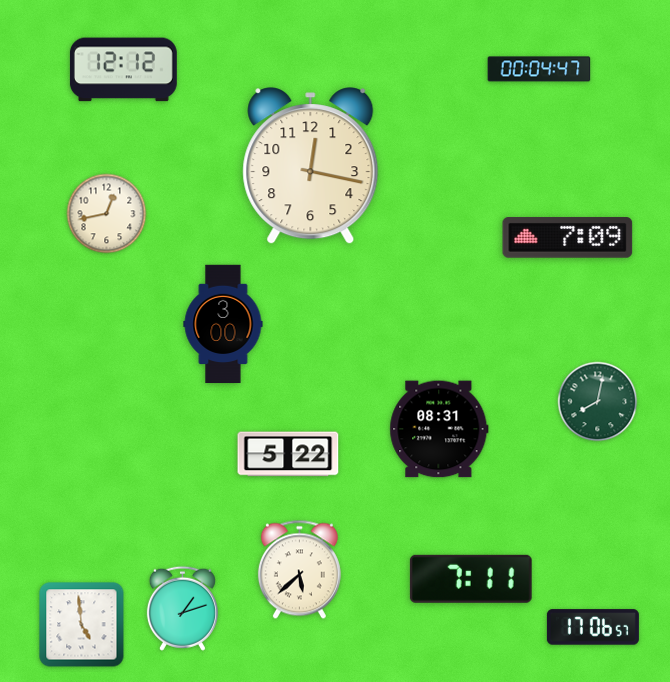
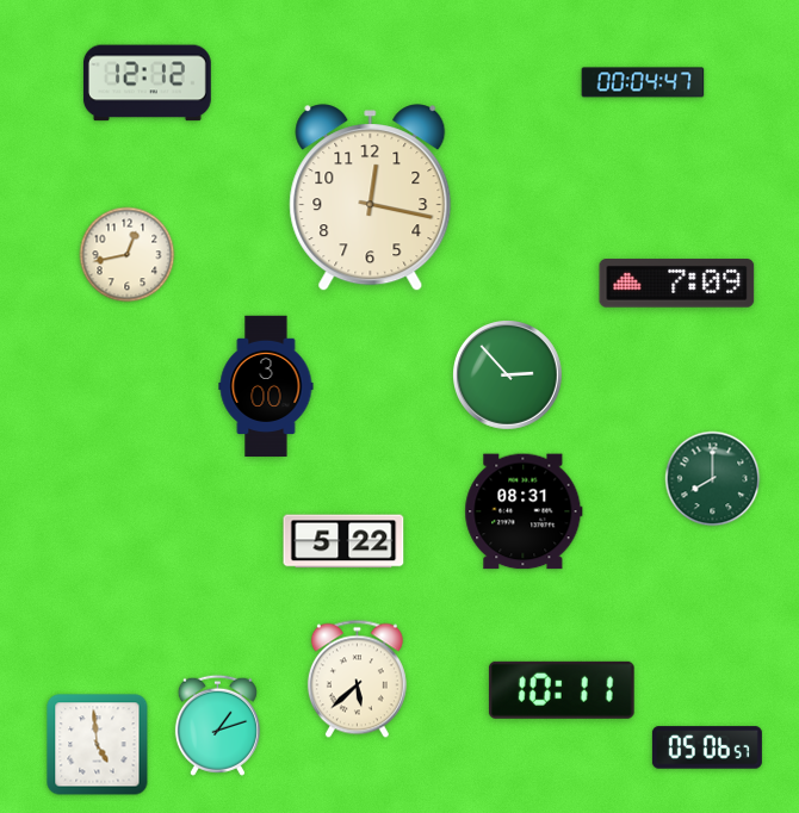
clock at (508, 376): none -> 2:53
clock at (598, 402): 8:02 -> 8:00
clock at (471, 579): 7:11 -> 10:11
clock at (593, 627): 17:06 -> 05:06
